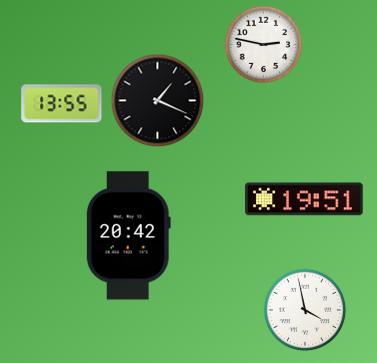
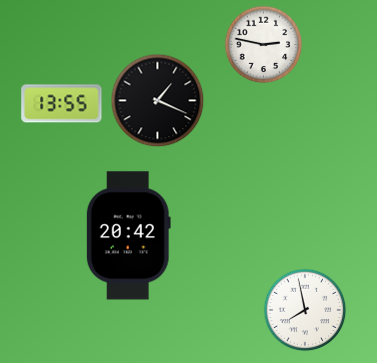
clock at (304, 199): 19:51 -> none
clock at (305, 310): 3:58 -> 7:58
